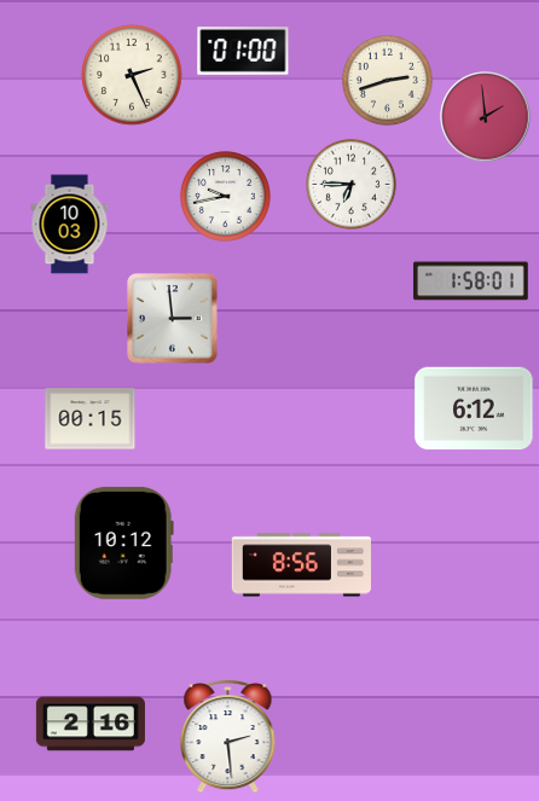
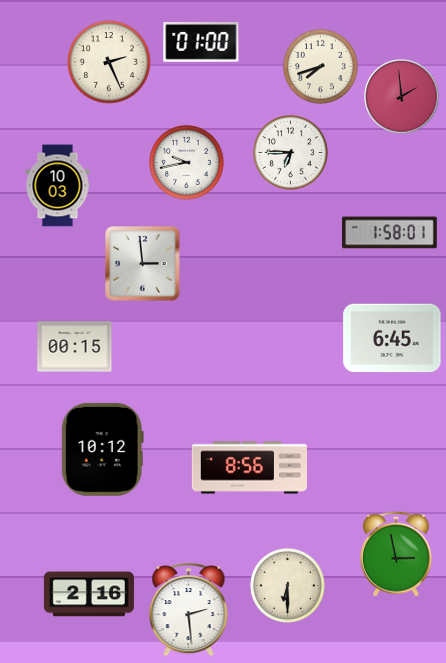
clock at (387, 80): 2:42 -> 7:42
clock at (474, 408): 6:12 -> 6:45
clock at (396, 554): none -> 2:58
clock at (287, 585): none -> 6:30
clock at (91, 724) position: (91, 724) -> (89, 594)
